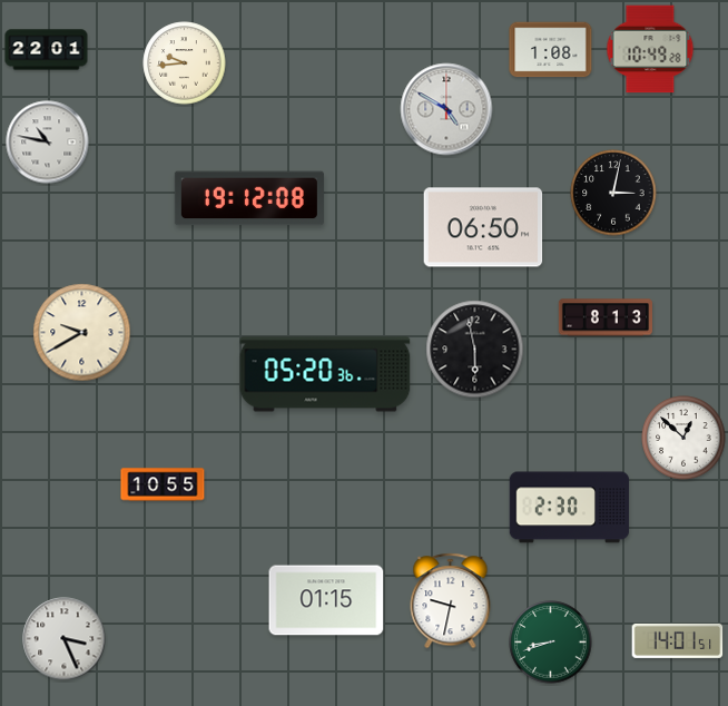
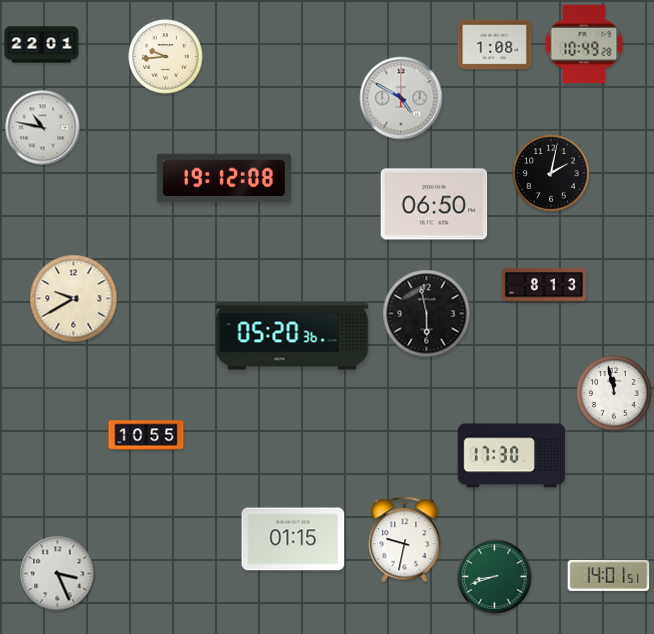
clock at (613, 193): 3:02 -> 2:02
clock at (683, 438): 12:52 -> 11:58
clock at (570, 508): 2:30 -> 17:30
